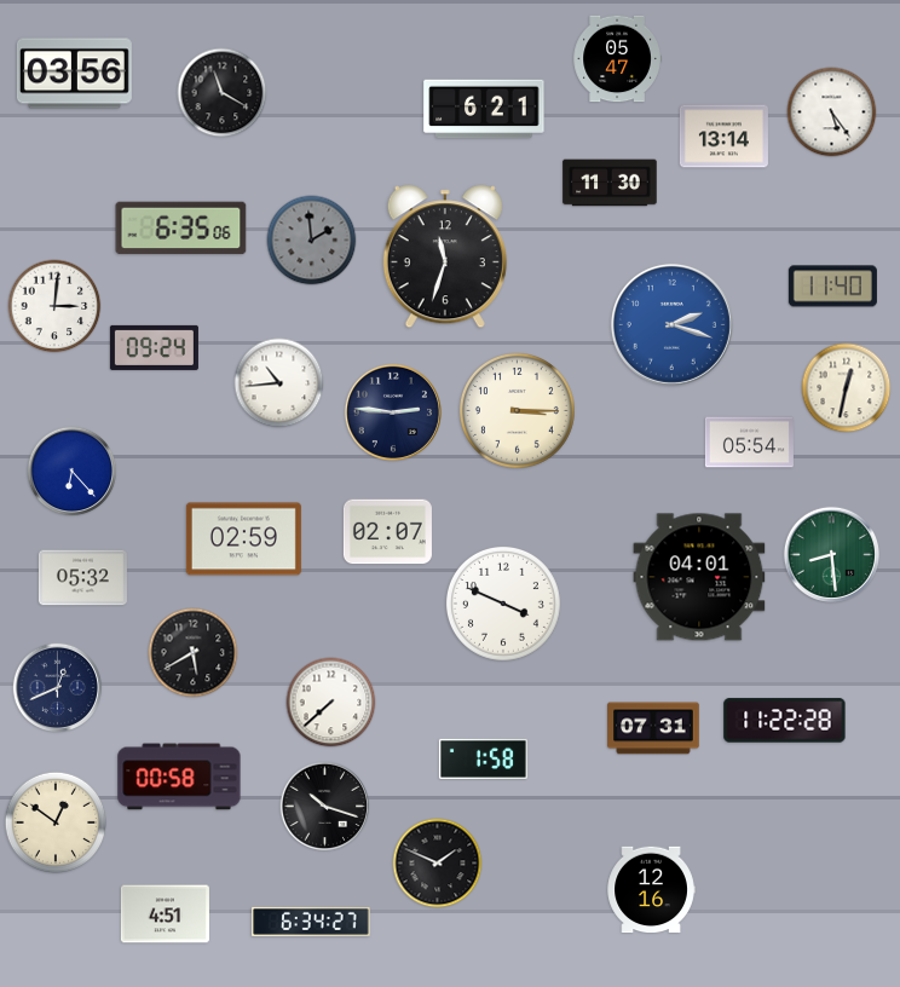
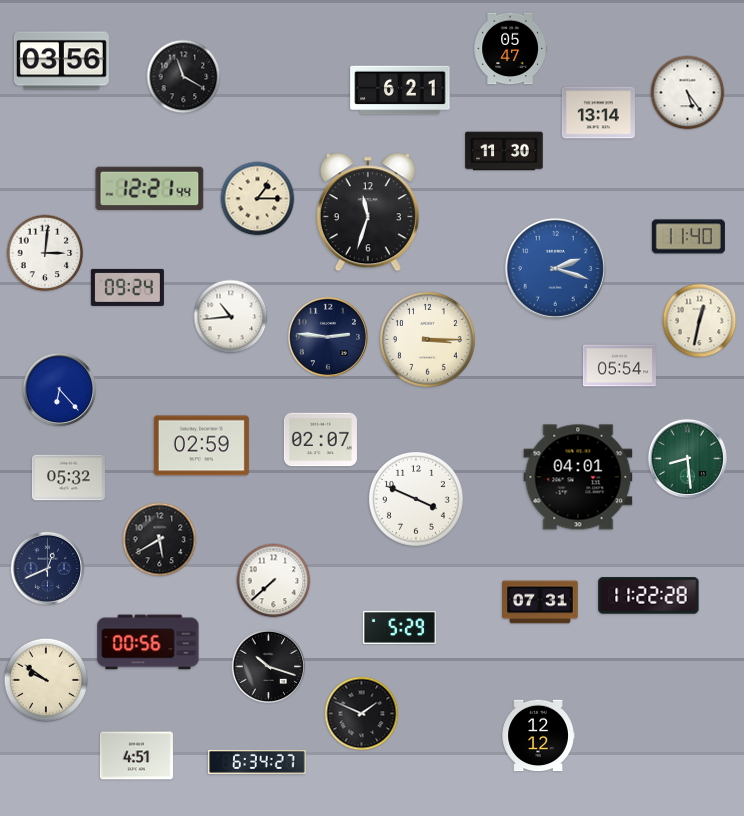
clock at (181, 229): 6:35 -> 12:21
clock at (312, 241): 1:59 -> 1:15
clock at (312, 241) dial: grey -> cream
clock at (392, 411) position: (392, 411) -> (327, 336)
clock at (483, 758): 1:58 -> 5:29
clock at (179, 777): 00:58 -> 00:56
clock at (56, 822): 12:51 -> 9:51
clock at (651, 890): 12:16 -> 12:12
